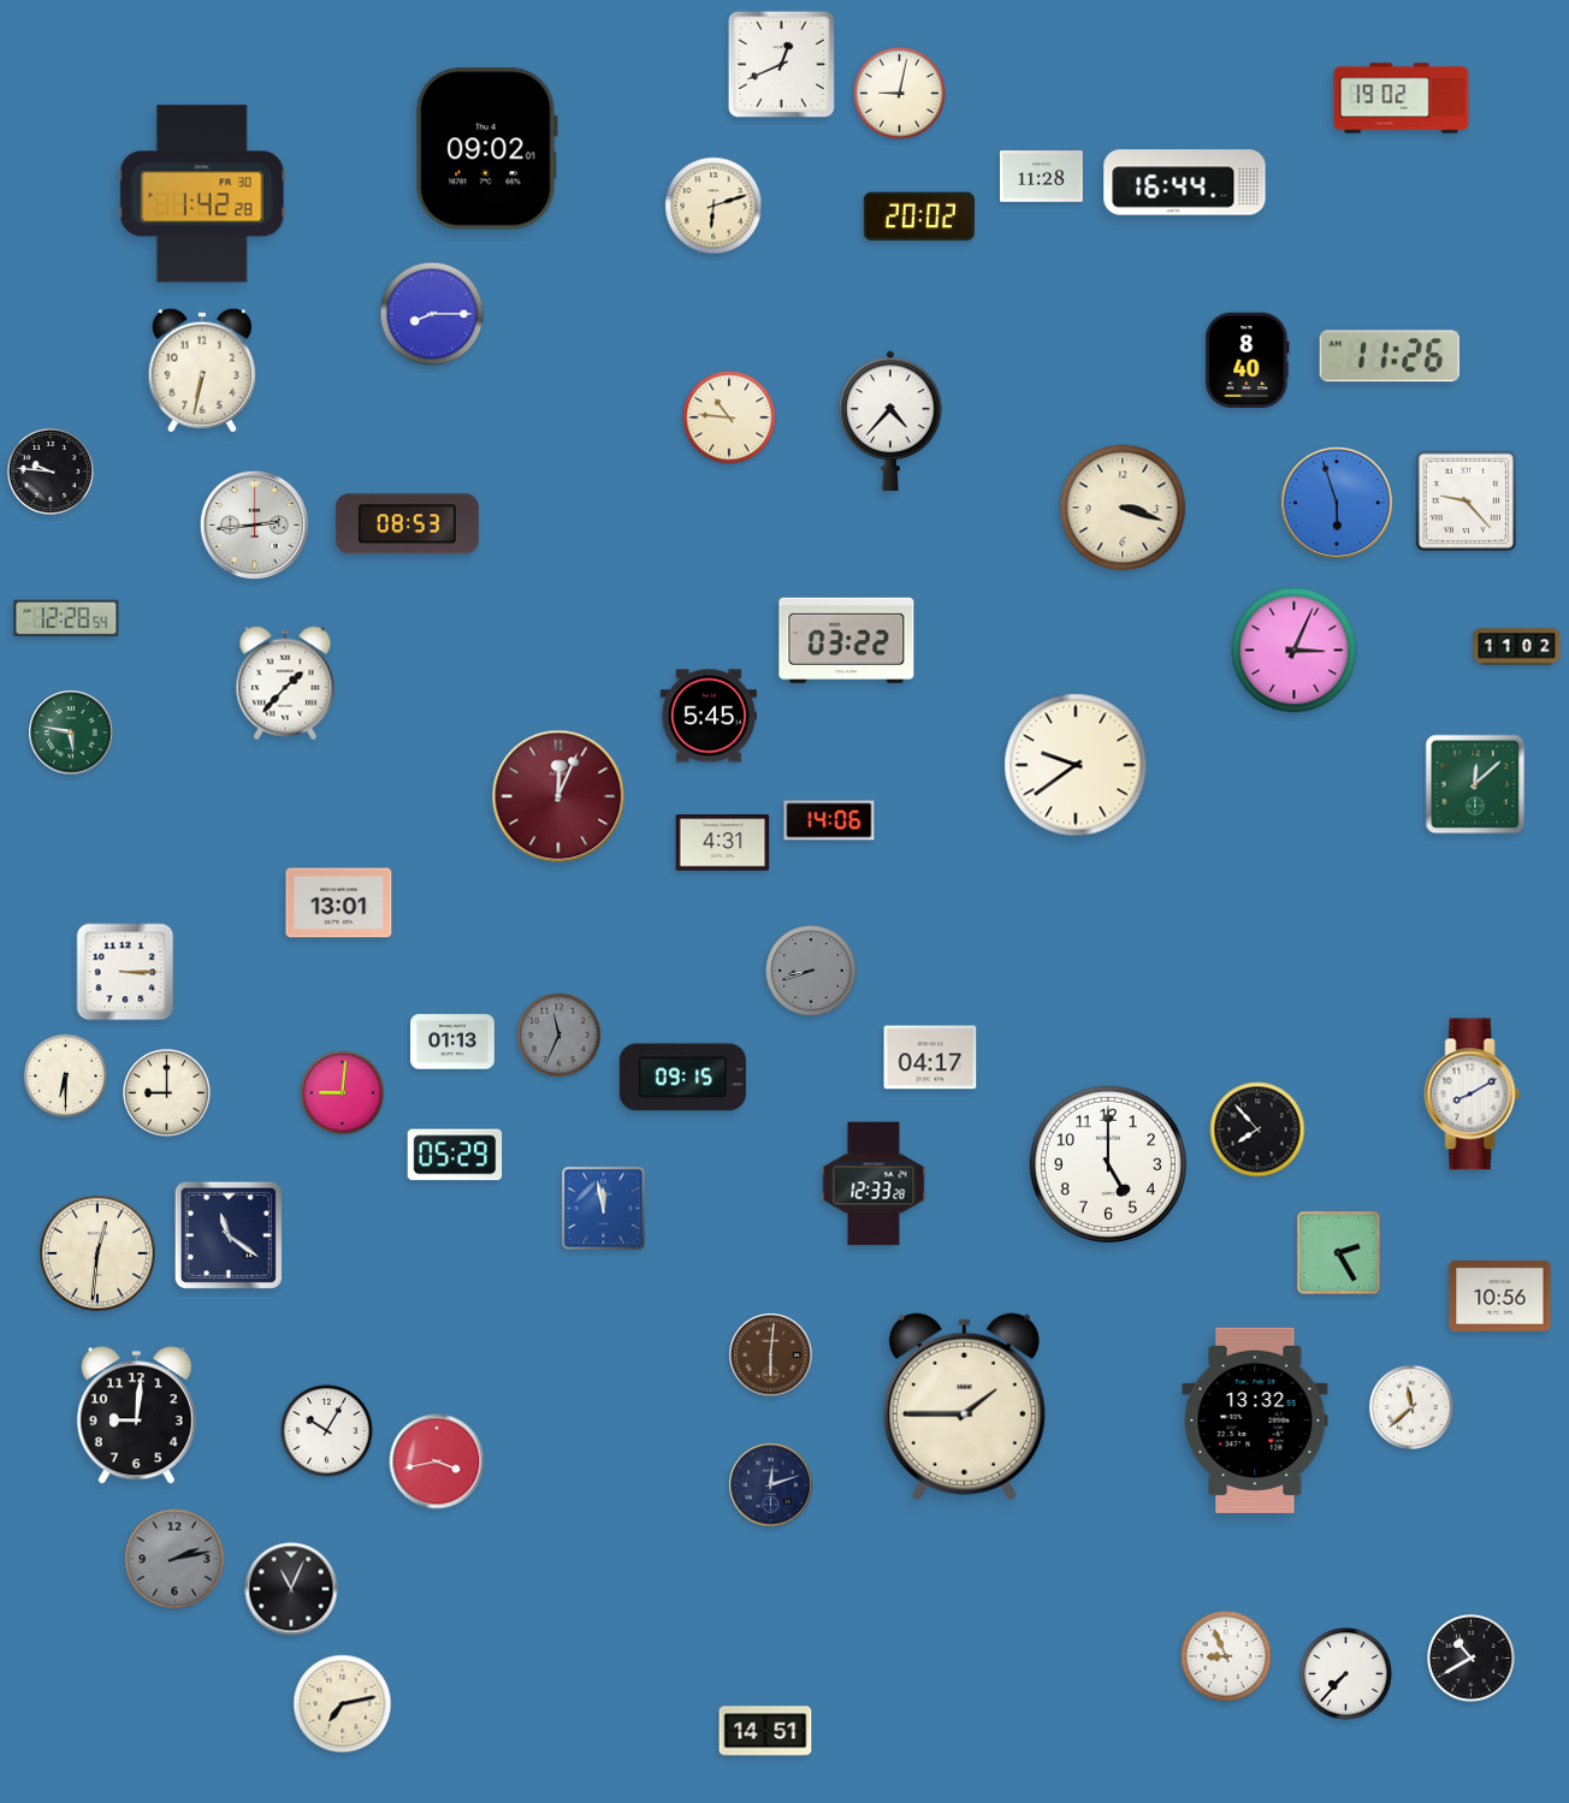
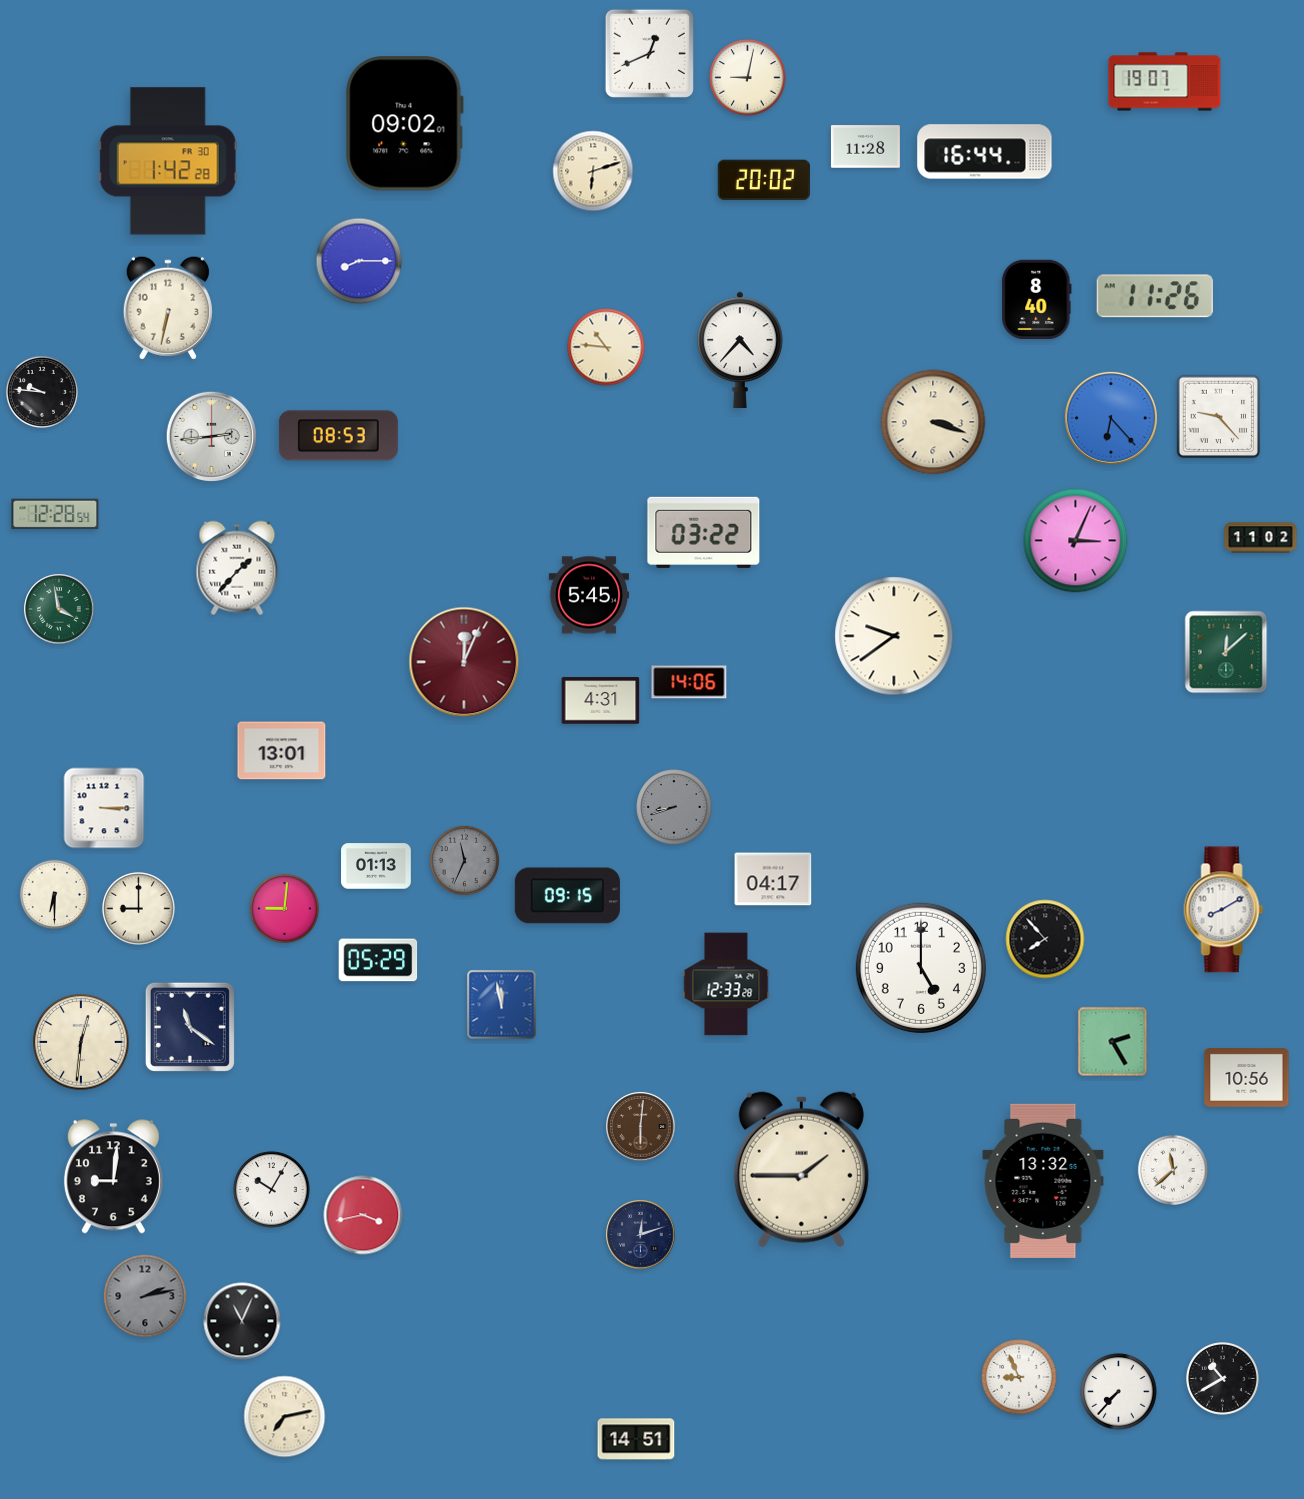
clock at (1402, 99): 19:02 -> 19:07
clock at (1337, 503): 5:57 -> 6:23
clock at (71, 733): 5:47 -> 3:58
